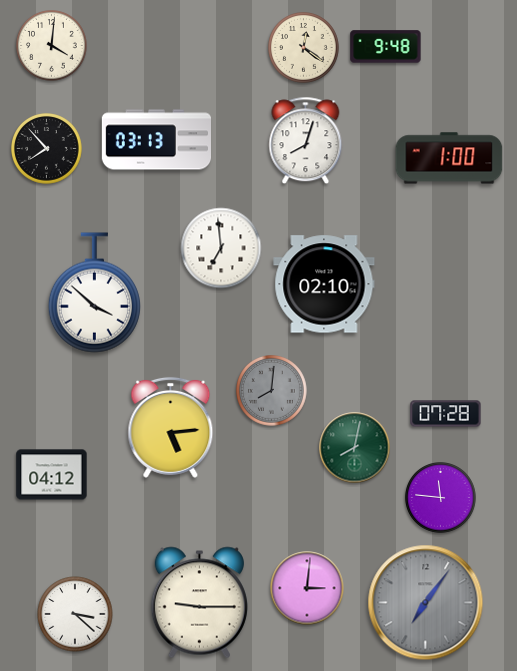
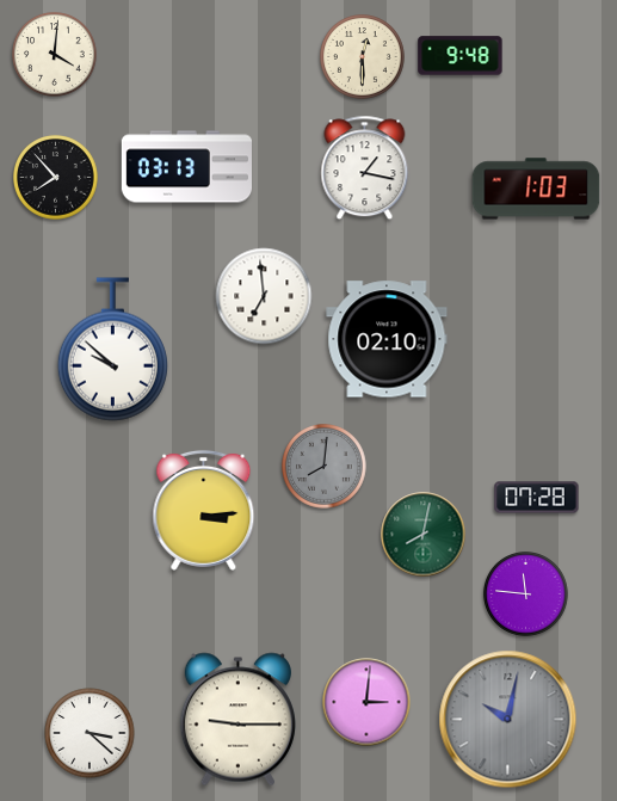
clock at (52, 46) position: (52, 46) -> (55, 55)
clock at (304, 48): 12:21 -> 12:30
clock at (306, 141): 8:03 -> 1:17
clock at (449, 158): 1:00 -> 1:03
clock at (94, 293): 3:52 -> 9:52
clock at (446, 414) position: (446, 414) -> (537, 498)
clock at (171, 427): 5:14 -> 3:14
clock at (52, 475): 04:12 -> none
clock at (426, 603): 7:06 -> 10:02
